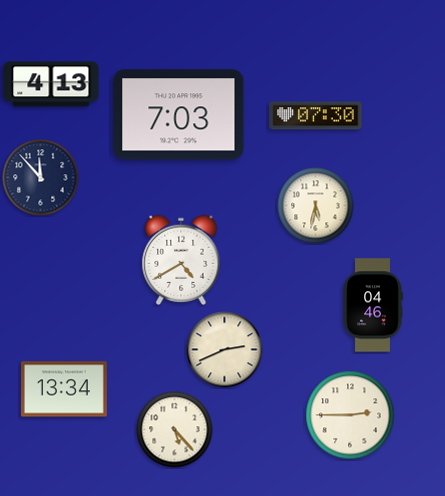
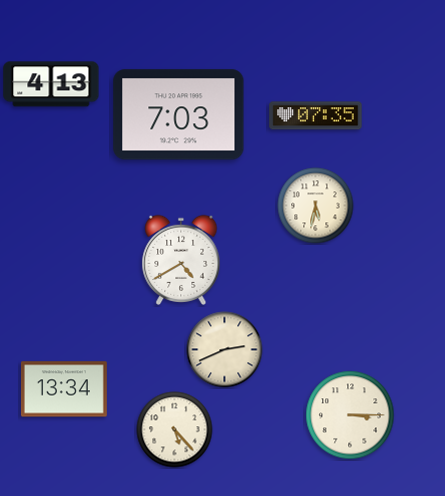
clock at (316, 116): 07:30 -> 07:35
clock at (41, 178): 11:53 -> none
clock at (373, 305): 04:46 -> none
clock at (350, 415): 2:45 -> 3:15
